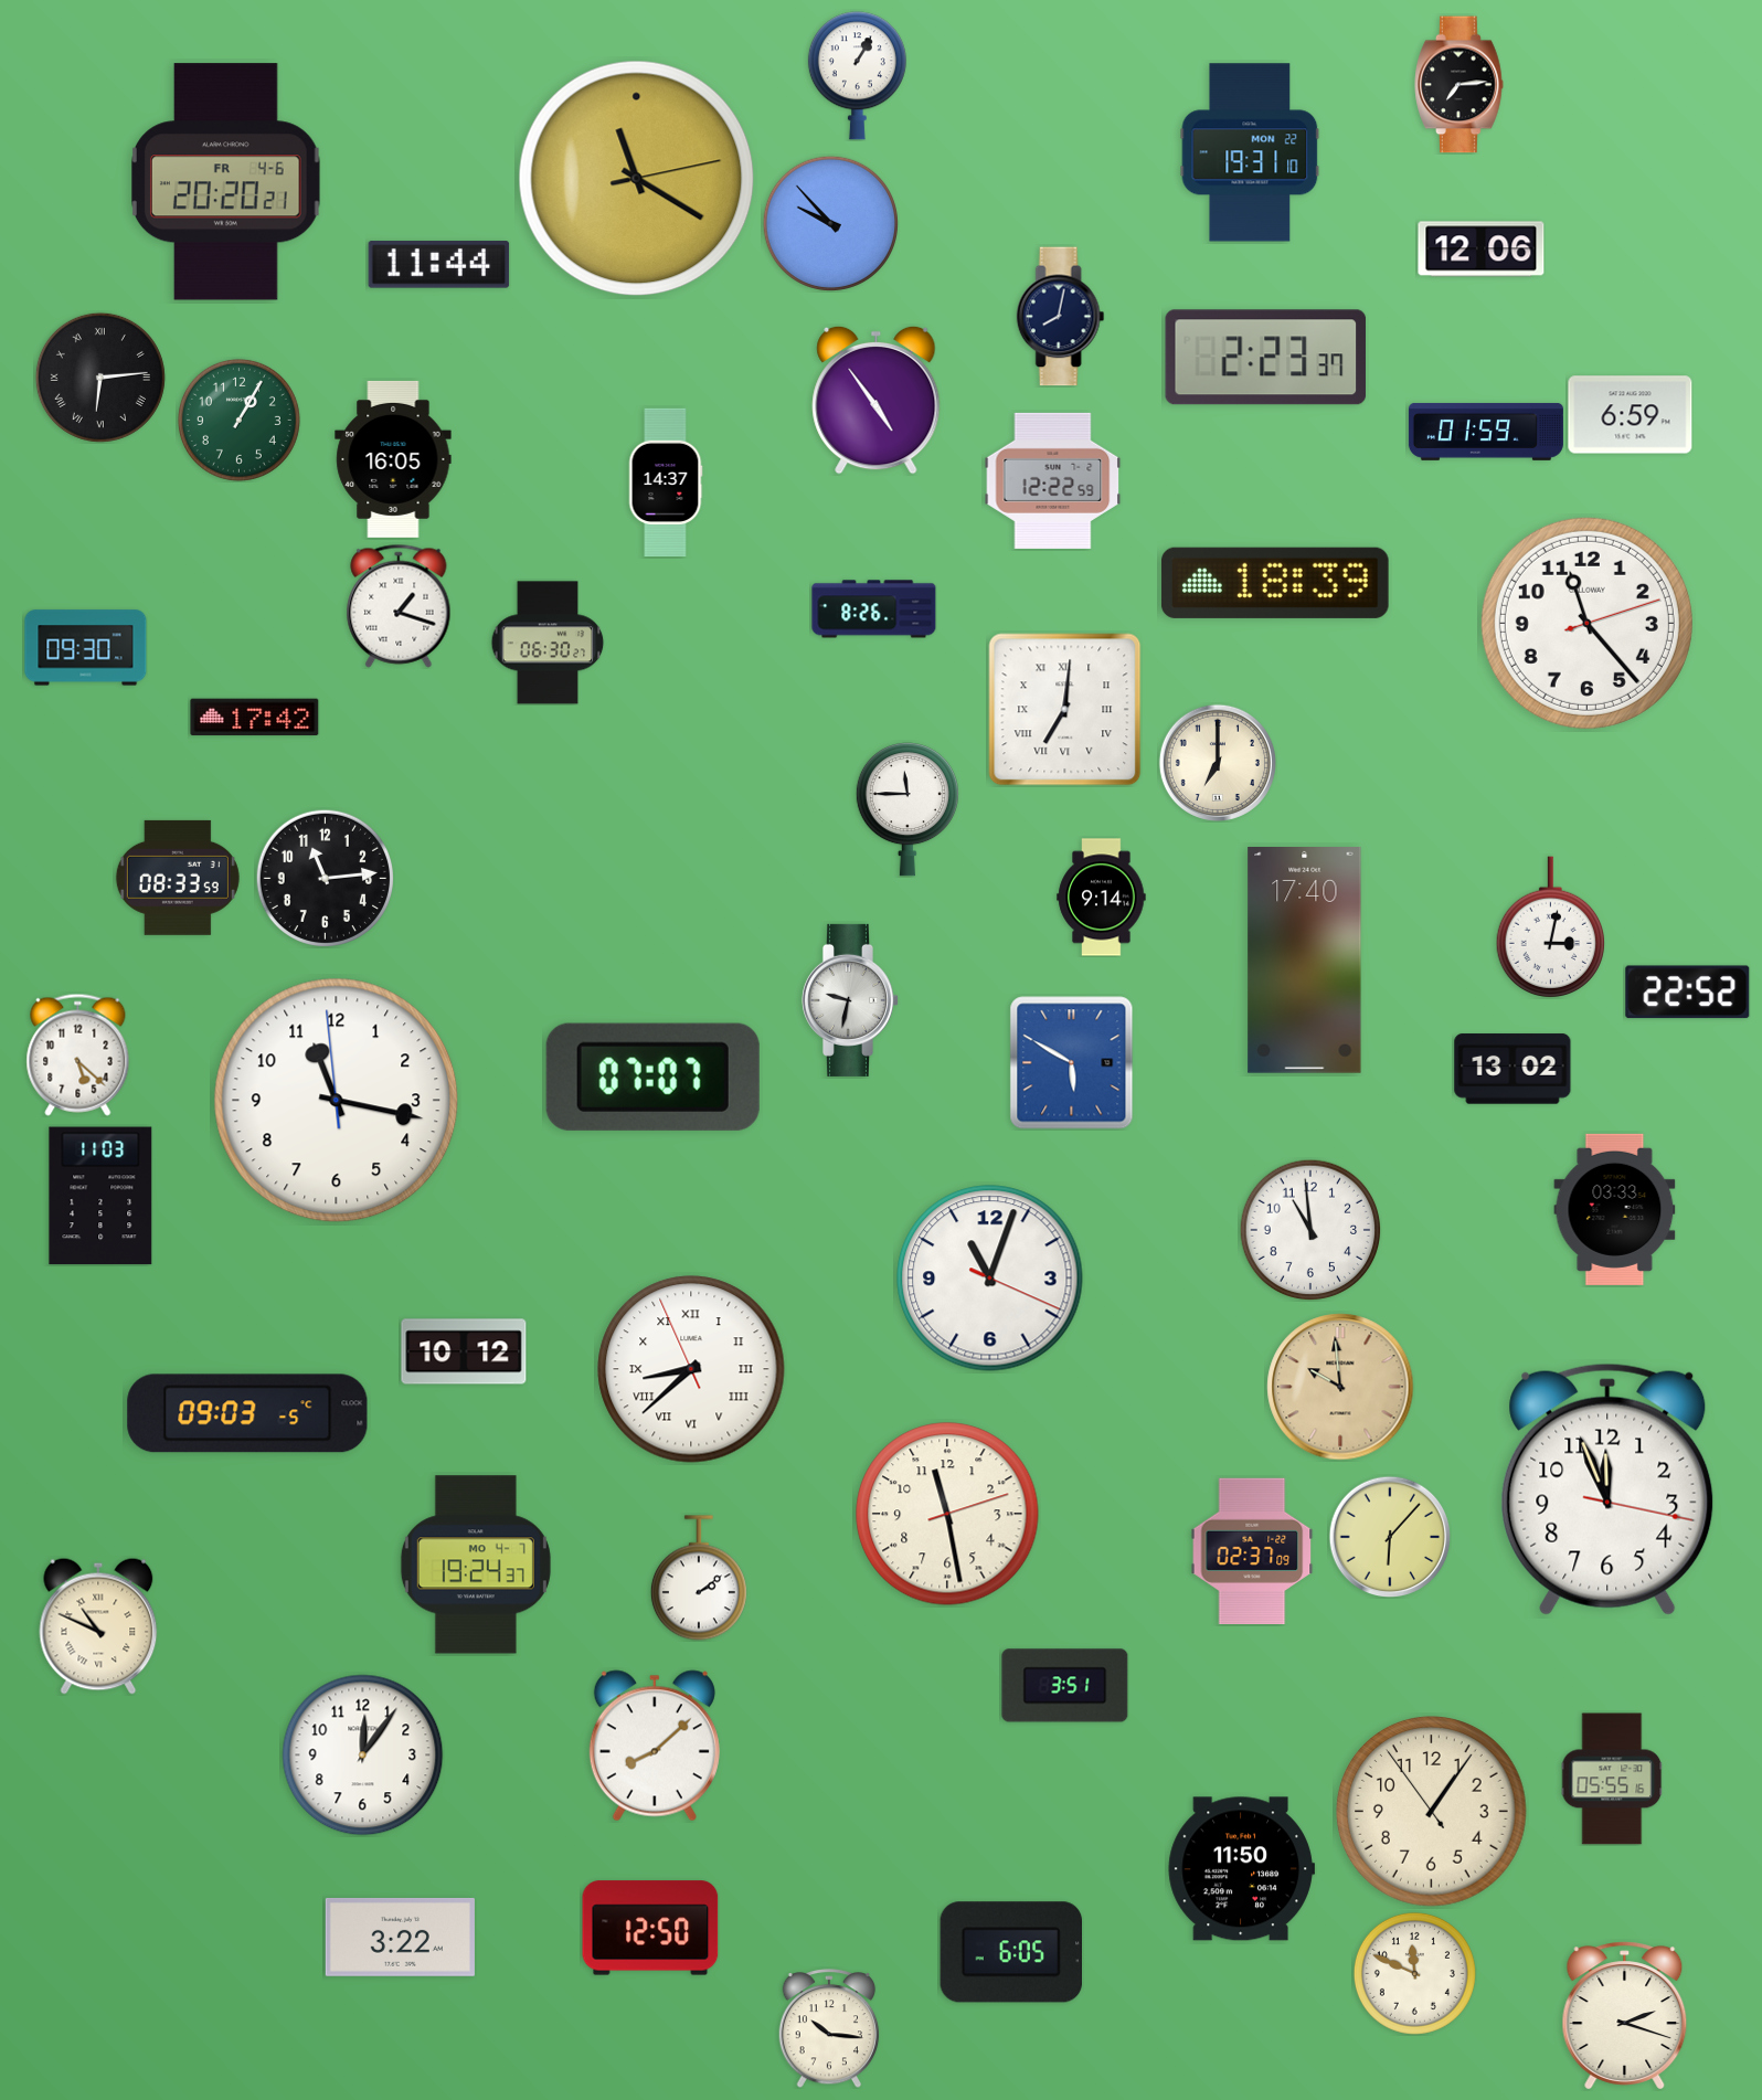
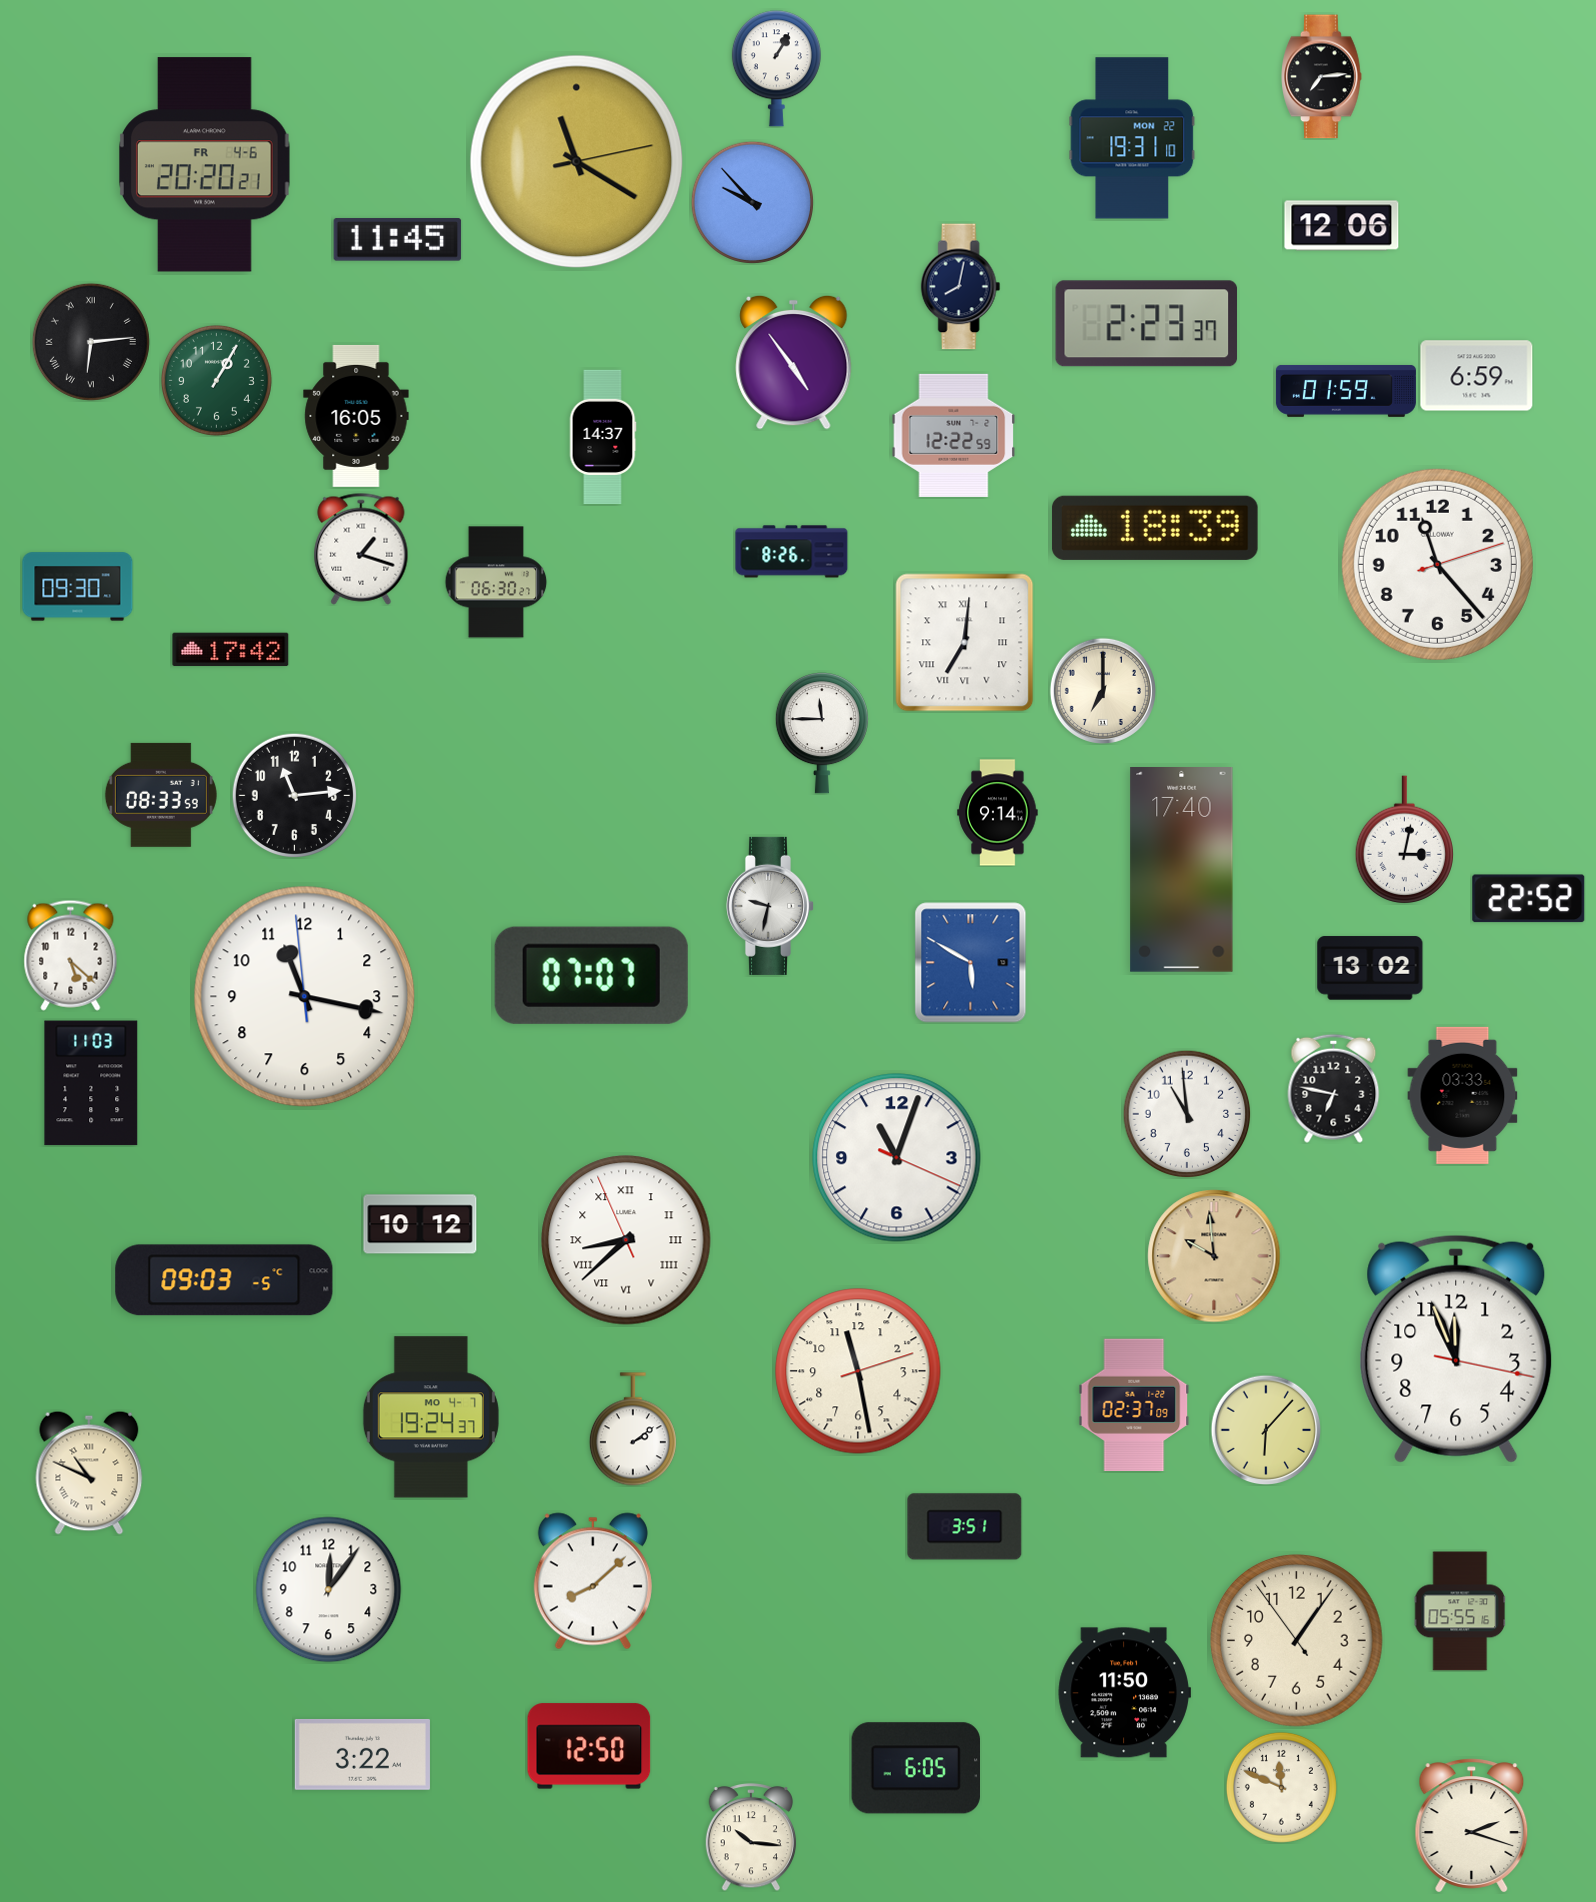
clock at (439, 265): 11:44 -> 11:45
clock at (1334, 1088): none -> 6:47
clock at (1390, 1537) position: (1390, 1537) -> (1266, 1430)
